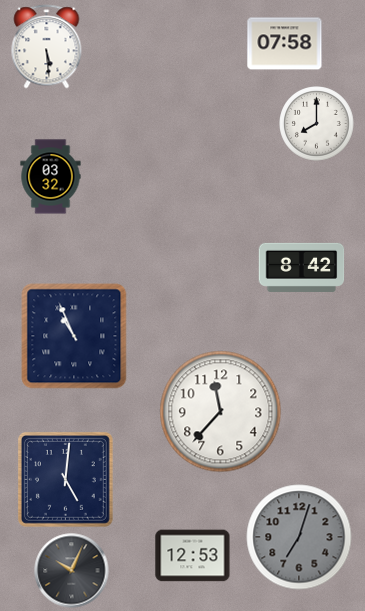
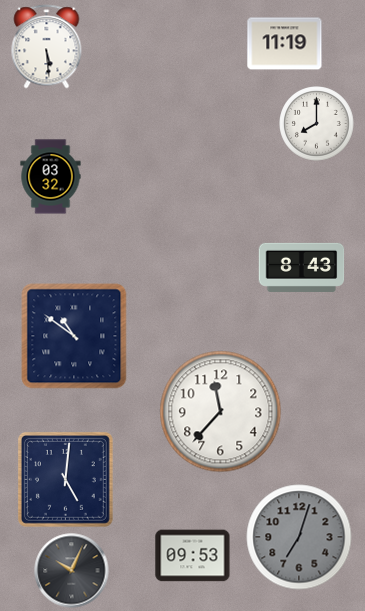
clock at (285, 44): 07:58 -> 11:19
clock at (302, 267): 8:42 -> 8:43
clock at (74, 336): 10:56 -> 10:51
clock at (193, 556): 12:53 -> 09:53
